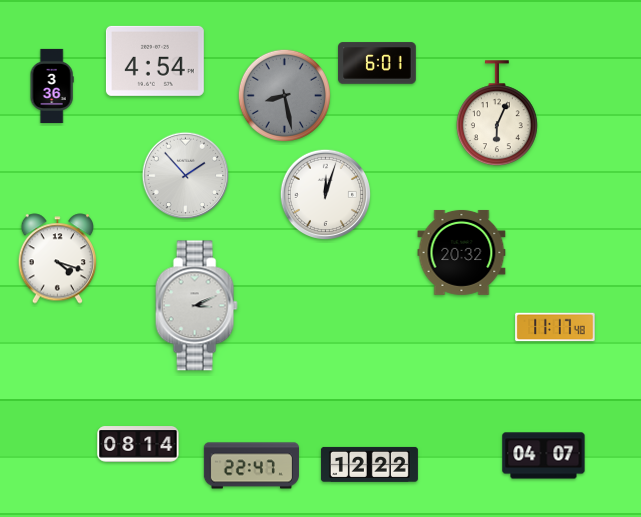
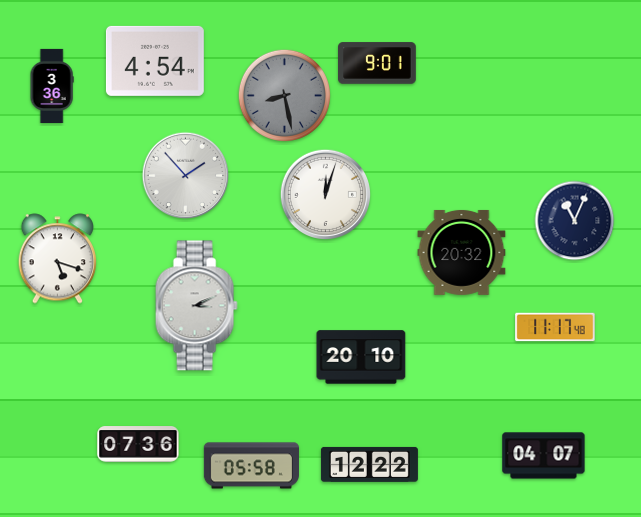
clock at (377, 63): 6:01 -> 9:01
clock at (498, 114): 6:04 -> none
clock at (575, 221): none -> 11:04
clock at (58, 259): 4:18 -> 5:18
clock at (361, 357): none -> 20:10
clock at (138, 444): 08:14 -> 07:36
clock at (251, 466): 22:47 -> 05:58
